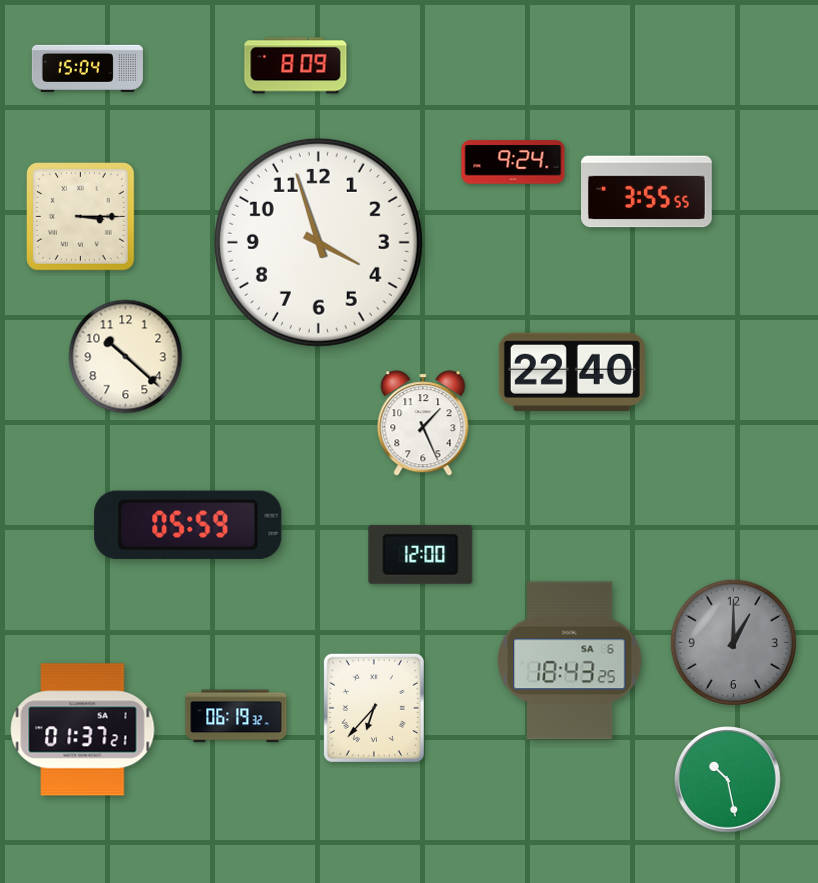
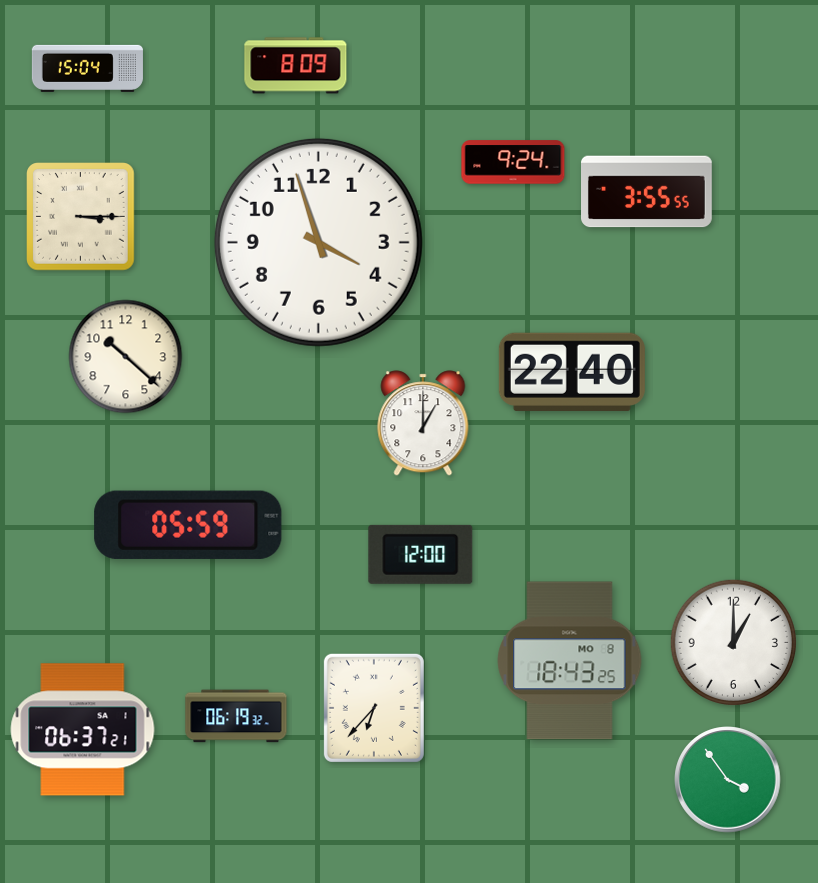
clock at (423, 423): 1:26 -> 1:00
clock at (733, 642) dial: grey -> white
clock at (570, 661) date: SA 6 -> MO 8
clock at (83, 730): 01:37 -> 06:37
clock at (728, 780): 10:28 -> 3:54
